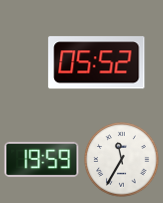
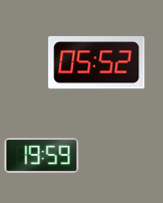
clock at (42, 159) position: (42, 159) -> (42, 155)
clock at (122, 160): 11:35 -> none
